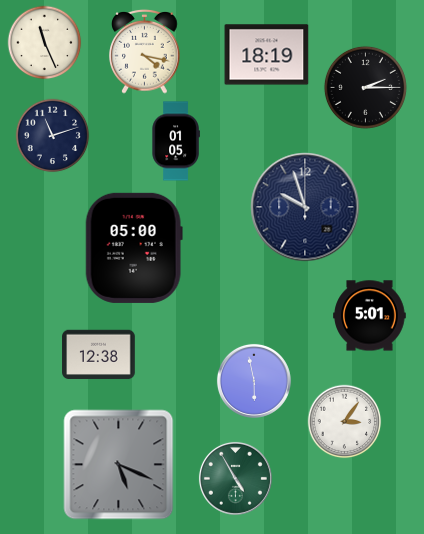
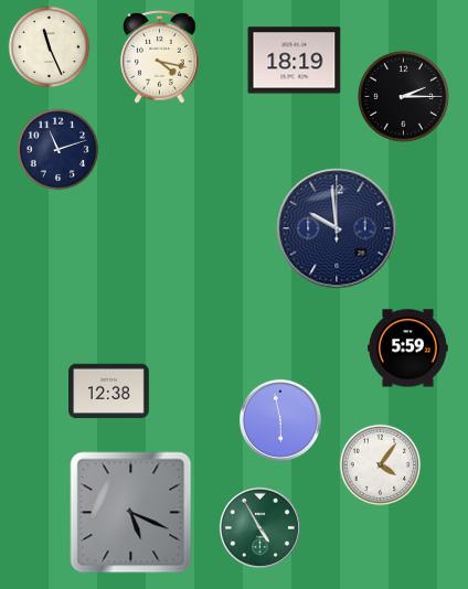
clock at (176, 141): 01:05 -> none
clock at (305, 207): 9:57 -> 9:59
clock at (134, 248): 05:00 -> none
clock at (370, 316): 5:01 -> 5:59
clock at (345, 422): 3:06 -> 4:06
